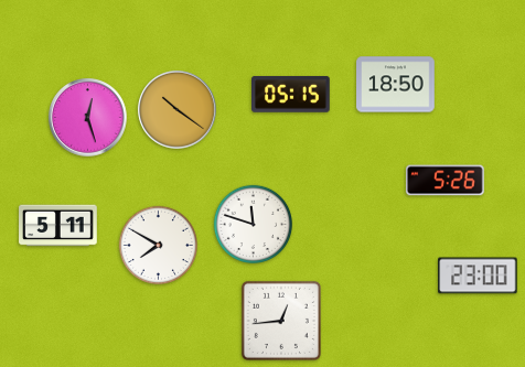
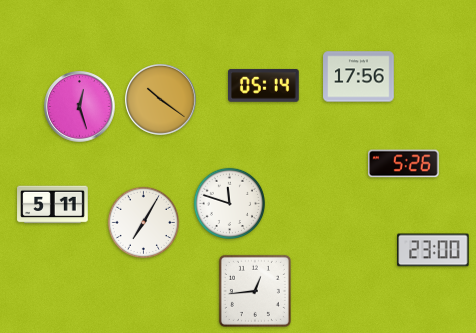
clock at (396, 85): 18:50 -> 17:56
clock at (291, 95): 05:15 -> 05:14
clock at (158, 245): 7:50 -> 7:05
